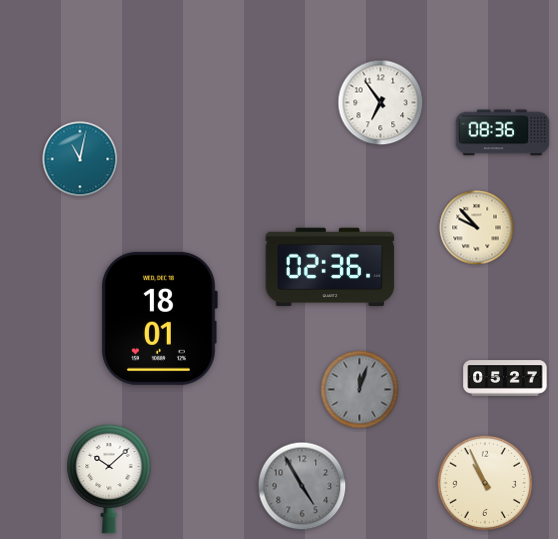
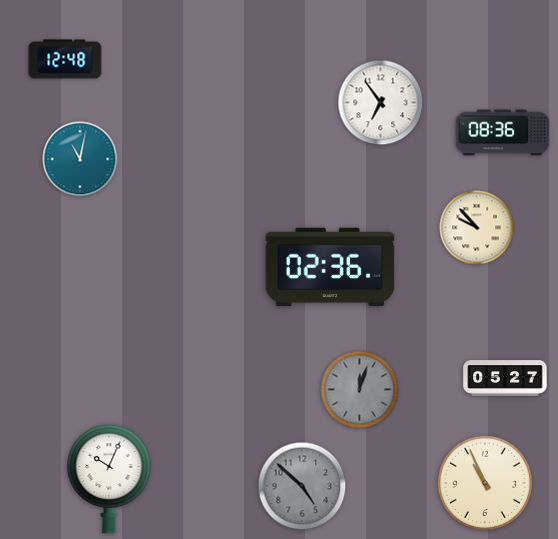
clock at (65, 59): none -> 12:48
clock at (159, 318): 18:01 -> none
clock at (109, 479): 10:08 -> 10:04
clock at (302, 486): 4:55 -> 4:52
